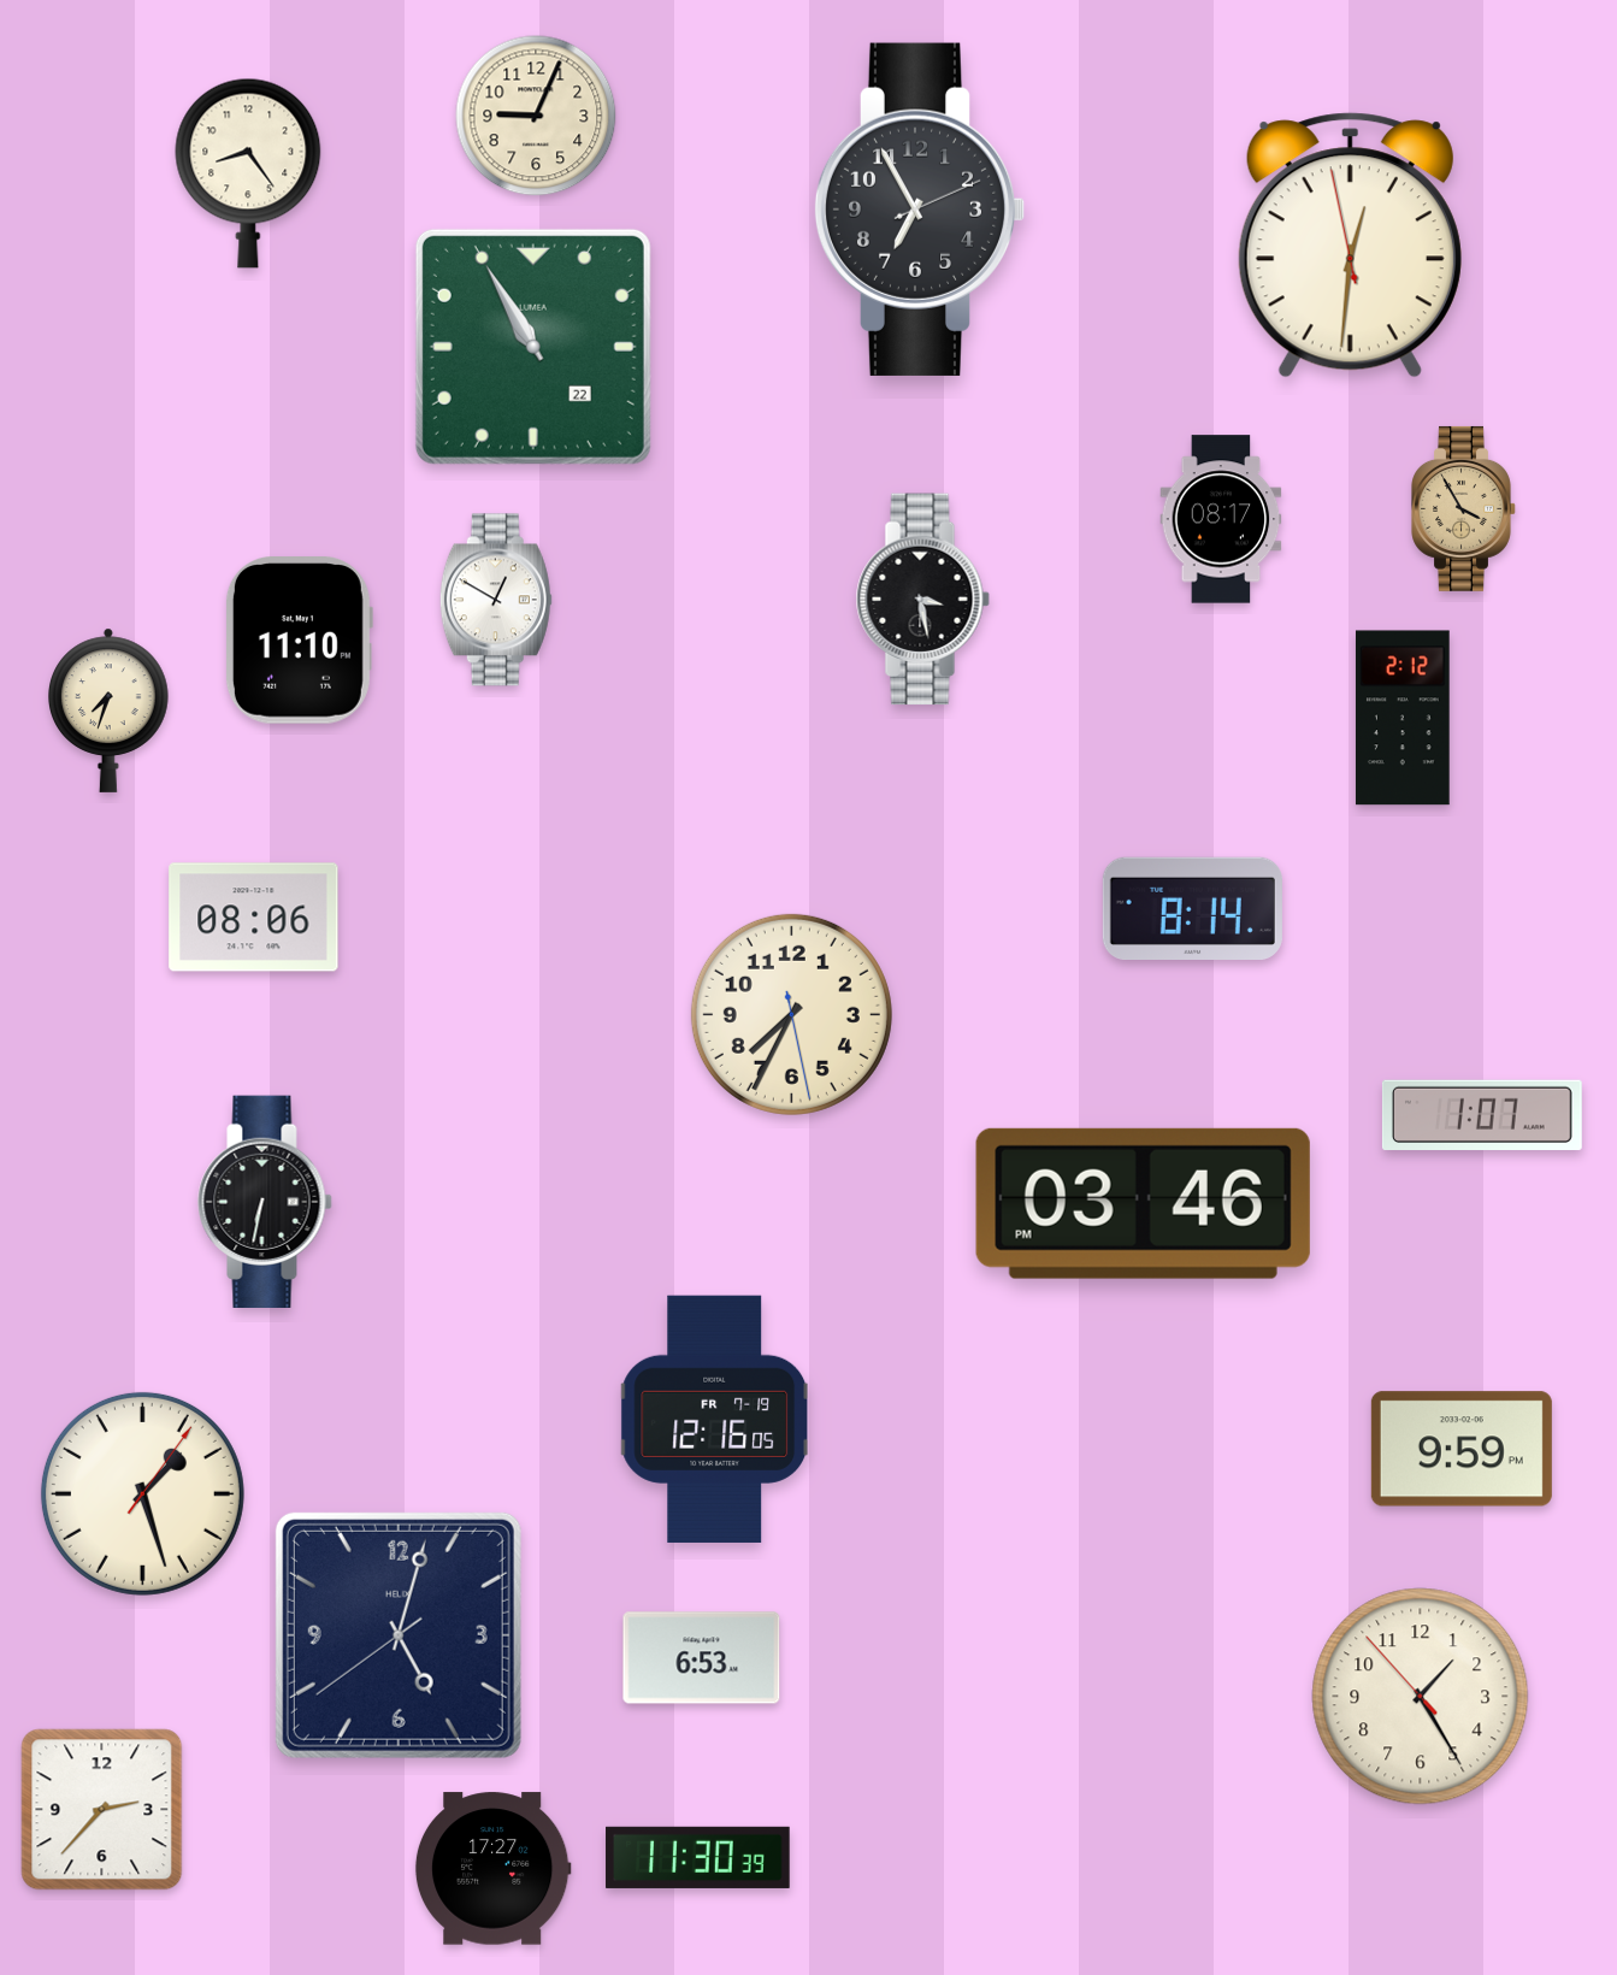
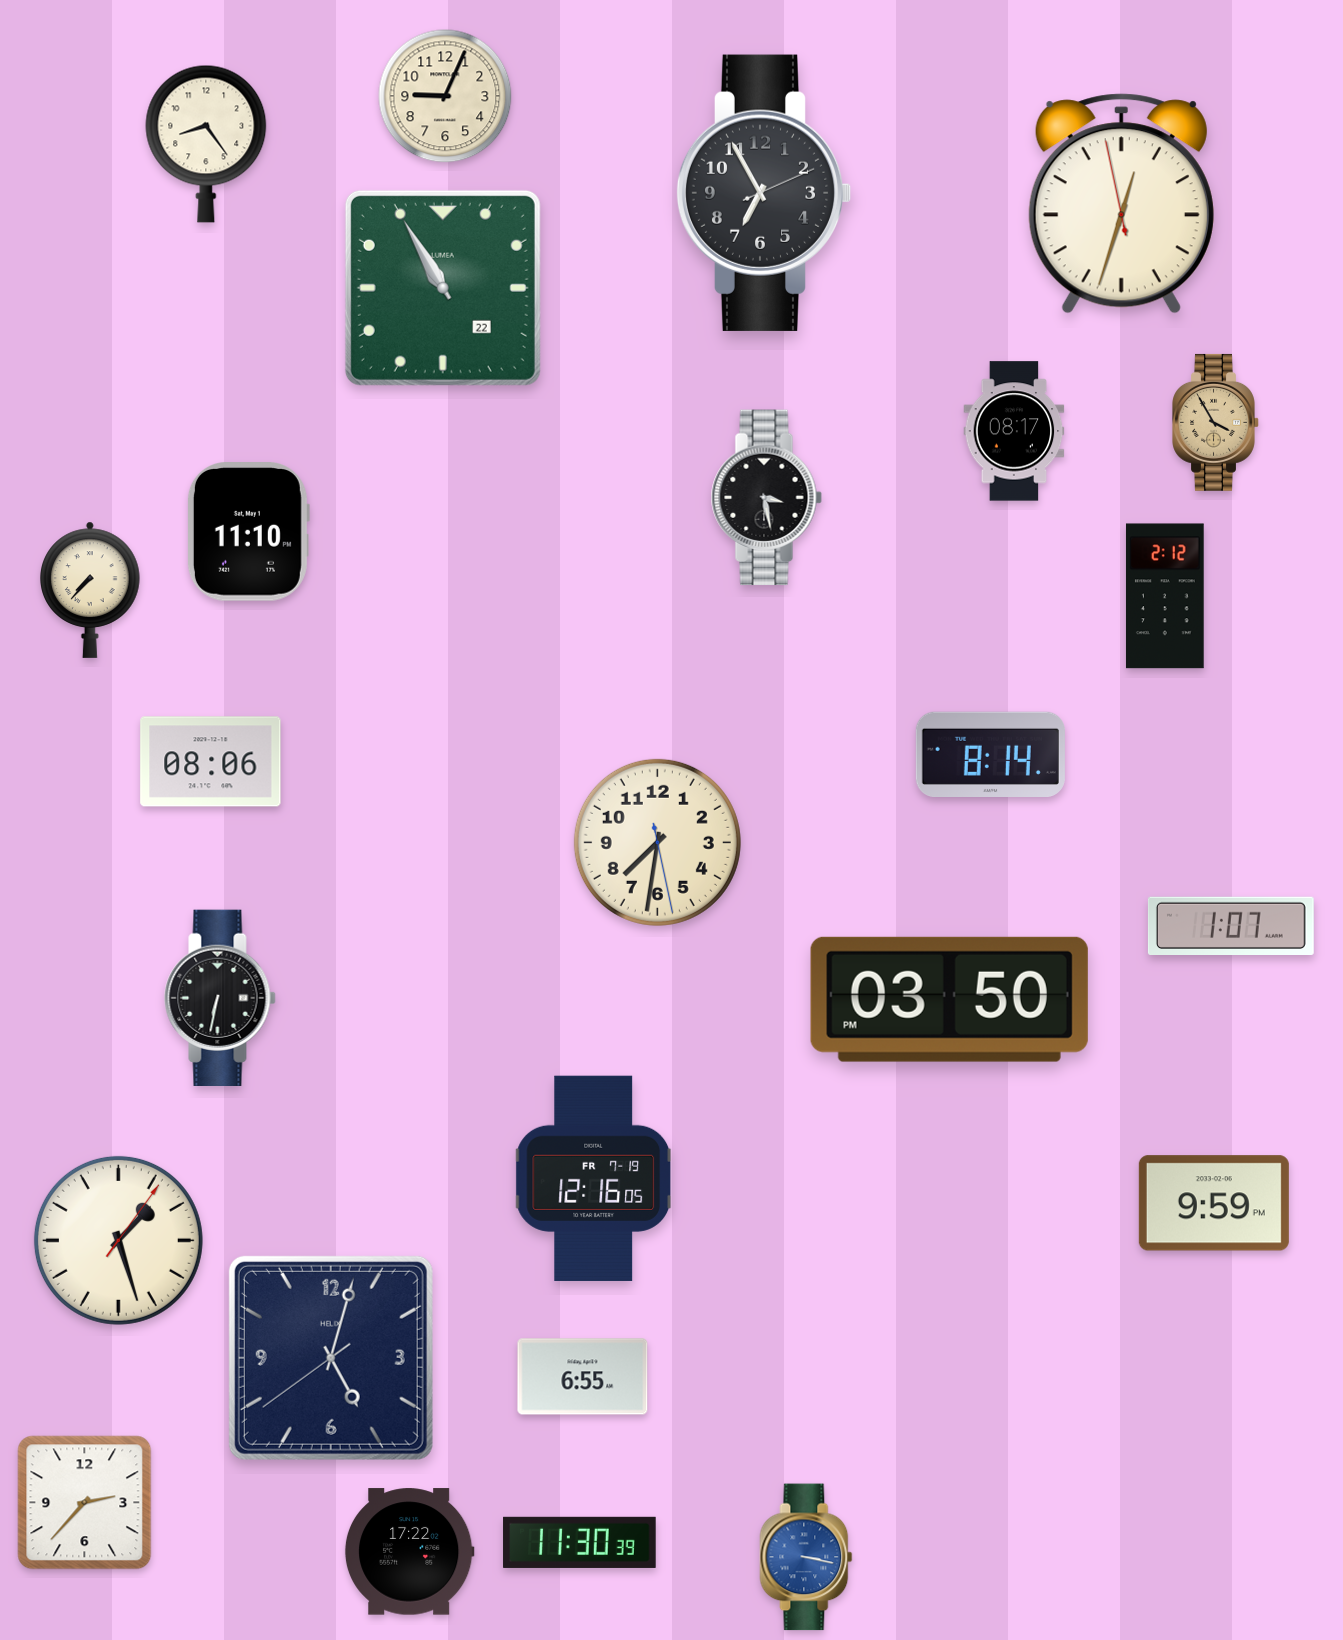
clock at (920, 210) position: (920, 210) -> (764, 193)
clock at (1350, 246): 12:30 -> 12:32
clock at (496, 600): 12:50 -> none
clock at (108, 711): 7:33 -> 7:37
clock at (791, 1014): 7:34 -> 7:31
clock at (1143, 1203): 03:46 -> 03:50
clock at (702, 1658): 6:53 -> 6:55
clock at (1421, 1697): 1:24 -> none
clock at (492, 1869): 17:27 -> 17:22
clock at (806, 1557): none -> 3:17
